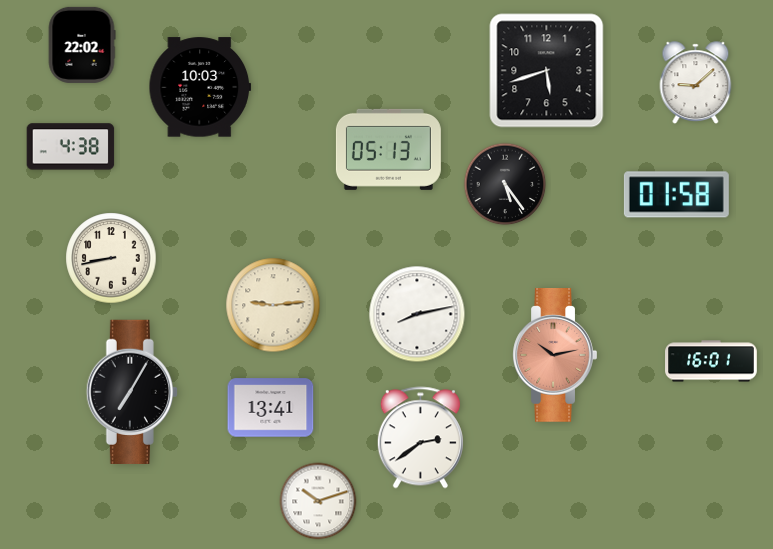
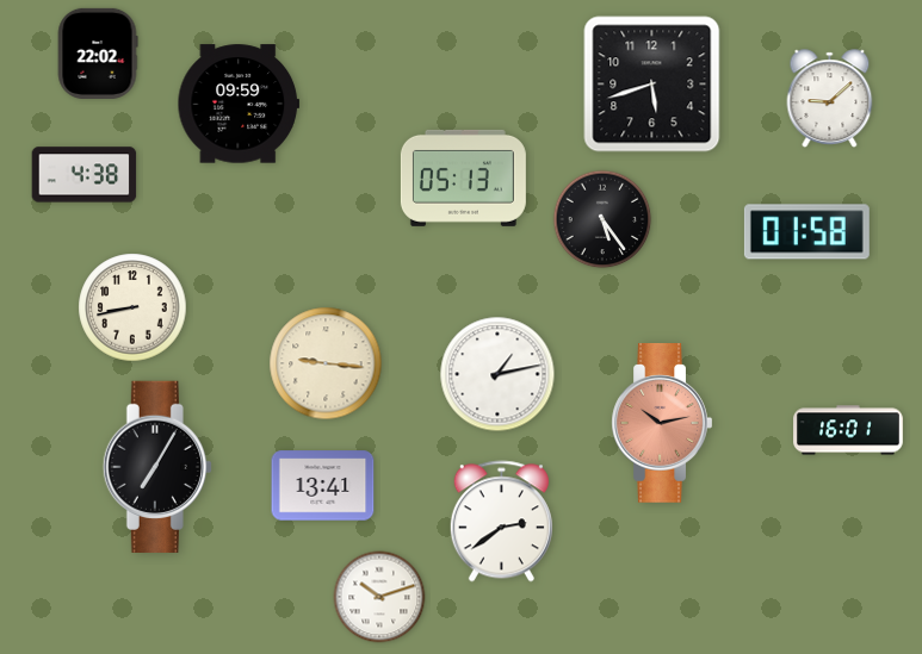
clock at (200, 87): 10:03 -> 09:59
clock at (273, 305): 9:14 -> 9:16
clock at (417, 314): 8:13 -> 1:13
